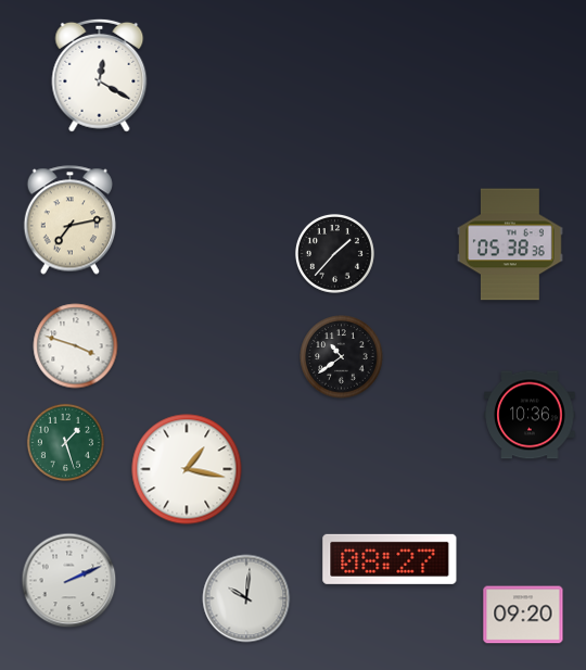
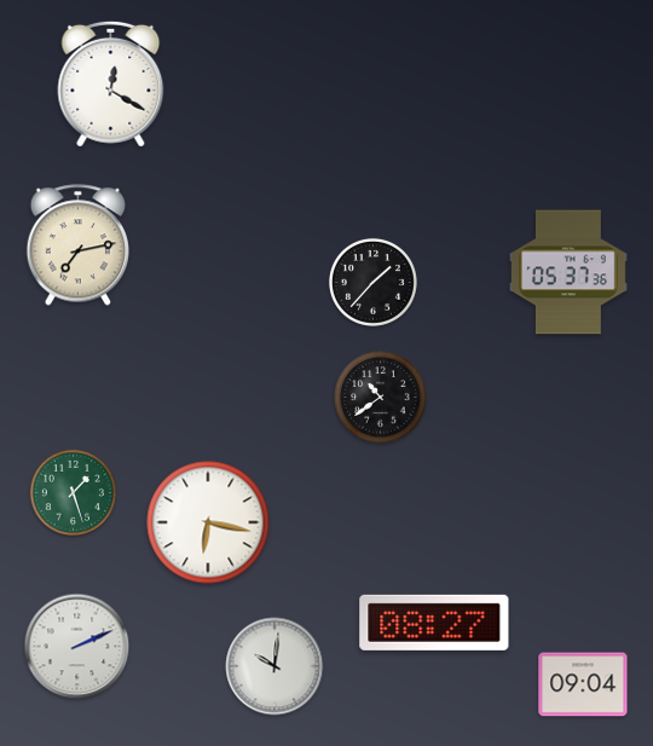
clock at (510, 244): 05:38 -> 05:37
clock at (76, 346): 3:48 -> none
clock at (530, 415): 10:36 -> none
clock at (187, 469): 1:17 -> 6:17
clock at (523, 615): 09:20 -> 09:04
